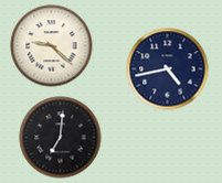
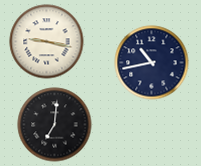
clock at (52, 46): 9:22 -> 9:17
clock at (168, 69): 4:43 -> 10:43
